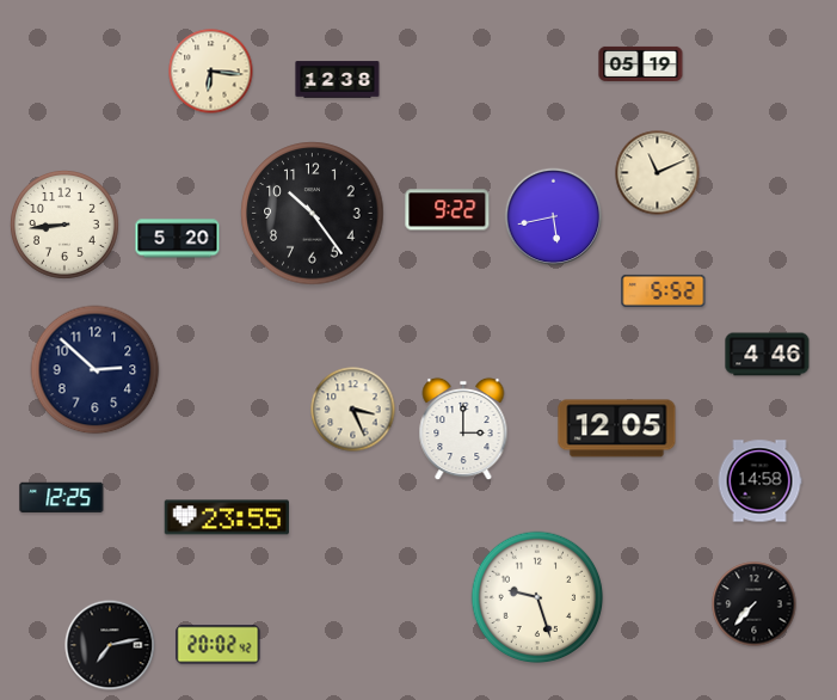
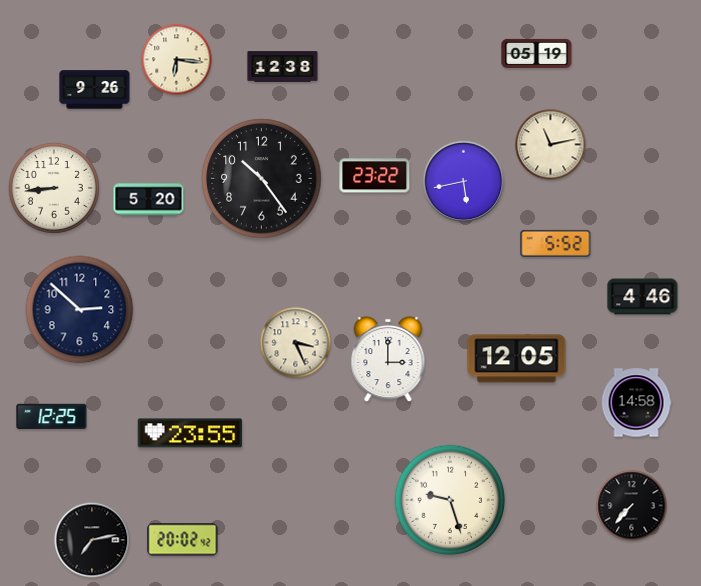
clock at (95, 90): none -> 9:26
clock at (658, 173): 11:11 -> 11:13
clock at (448, 210): 9:22 -> 23:22
